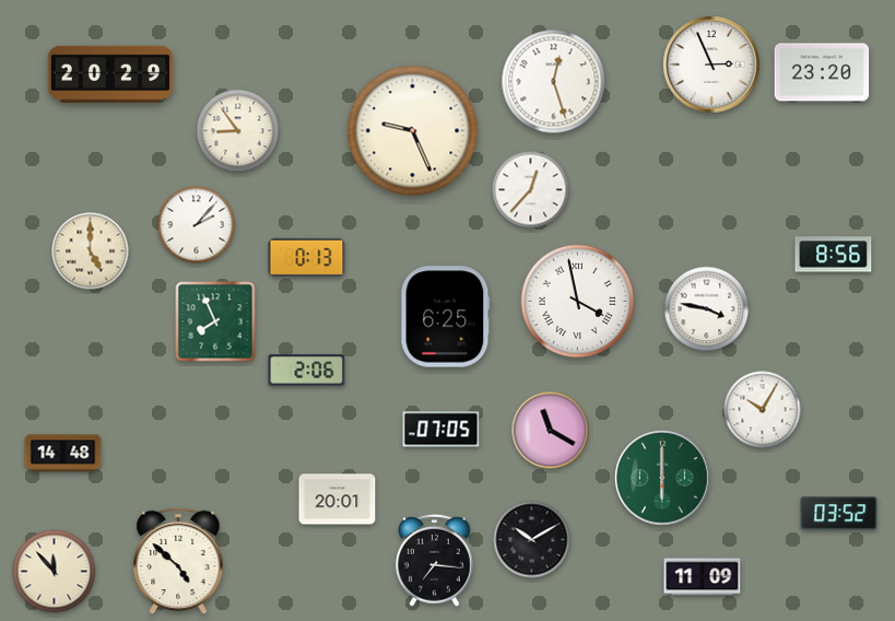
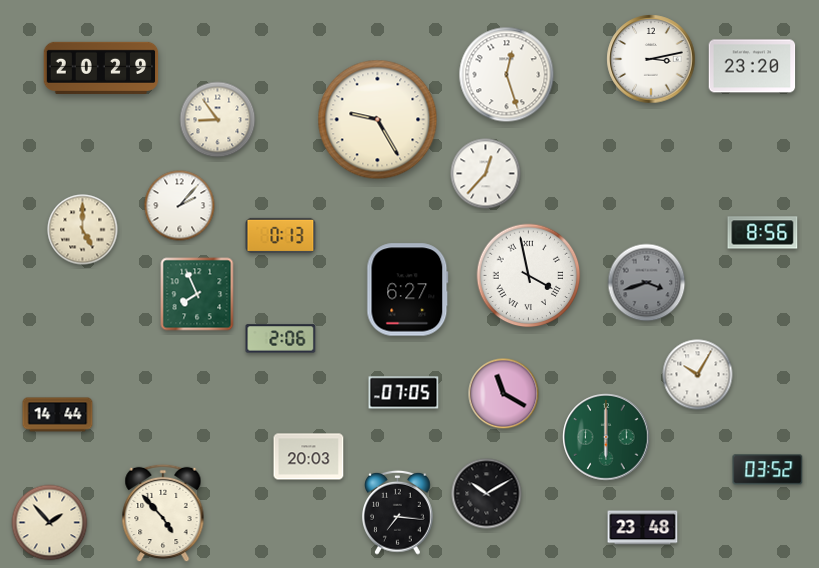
clock at (711, 65): 2:56 -> 3:13
clock at (413, 131): 9:26 -> 9:25
clock at (707, 309): 3:47 -> 3:42
clock at (707, 309) dial: white -> grey
clock at (446, 317): 6:25 -> 6:27
clock at (63, 454): 14:48 -> 14:44
clock at (338, 500): 20:01 -> 20:03
clock at (178, 561): 4:52 -> 4:53
clock at (55, 572): 11:53 -> 1:53
clock at (703, 577): 11:09 -> 23:48
